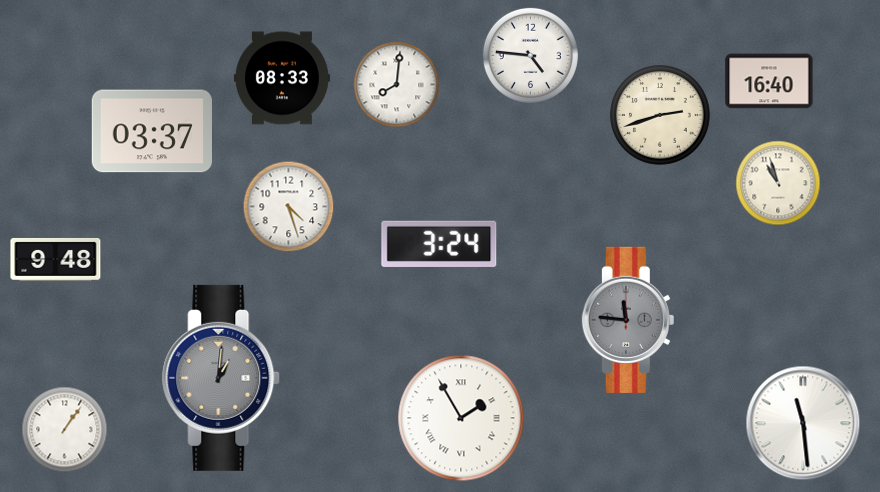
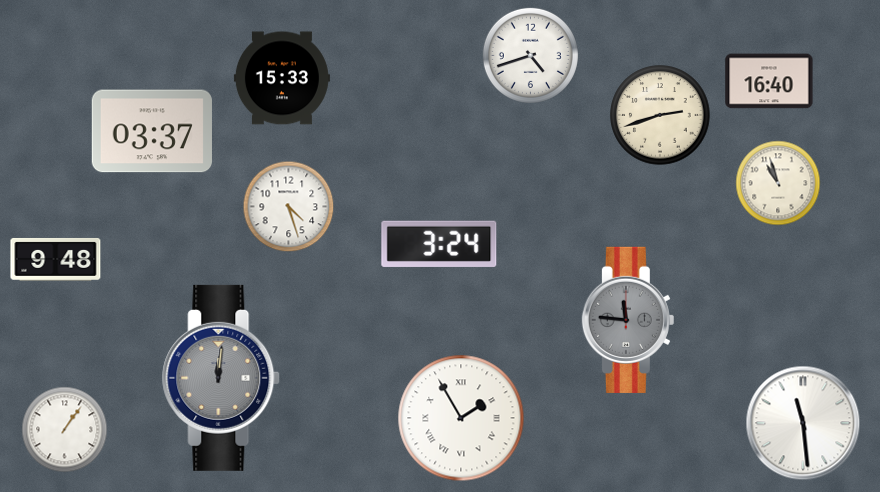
clock at (530, 55): 4:46 -> 4:42
clock at (282, 78): 08:33 -> 15:33
clock at (397, 85): 8:01 -> none
clock at (222, 378): 1:01 -> 12:01
